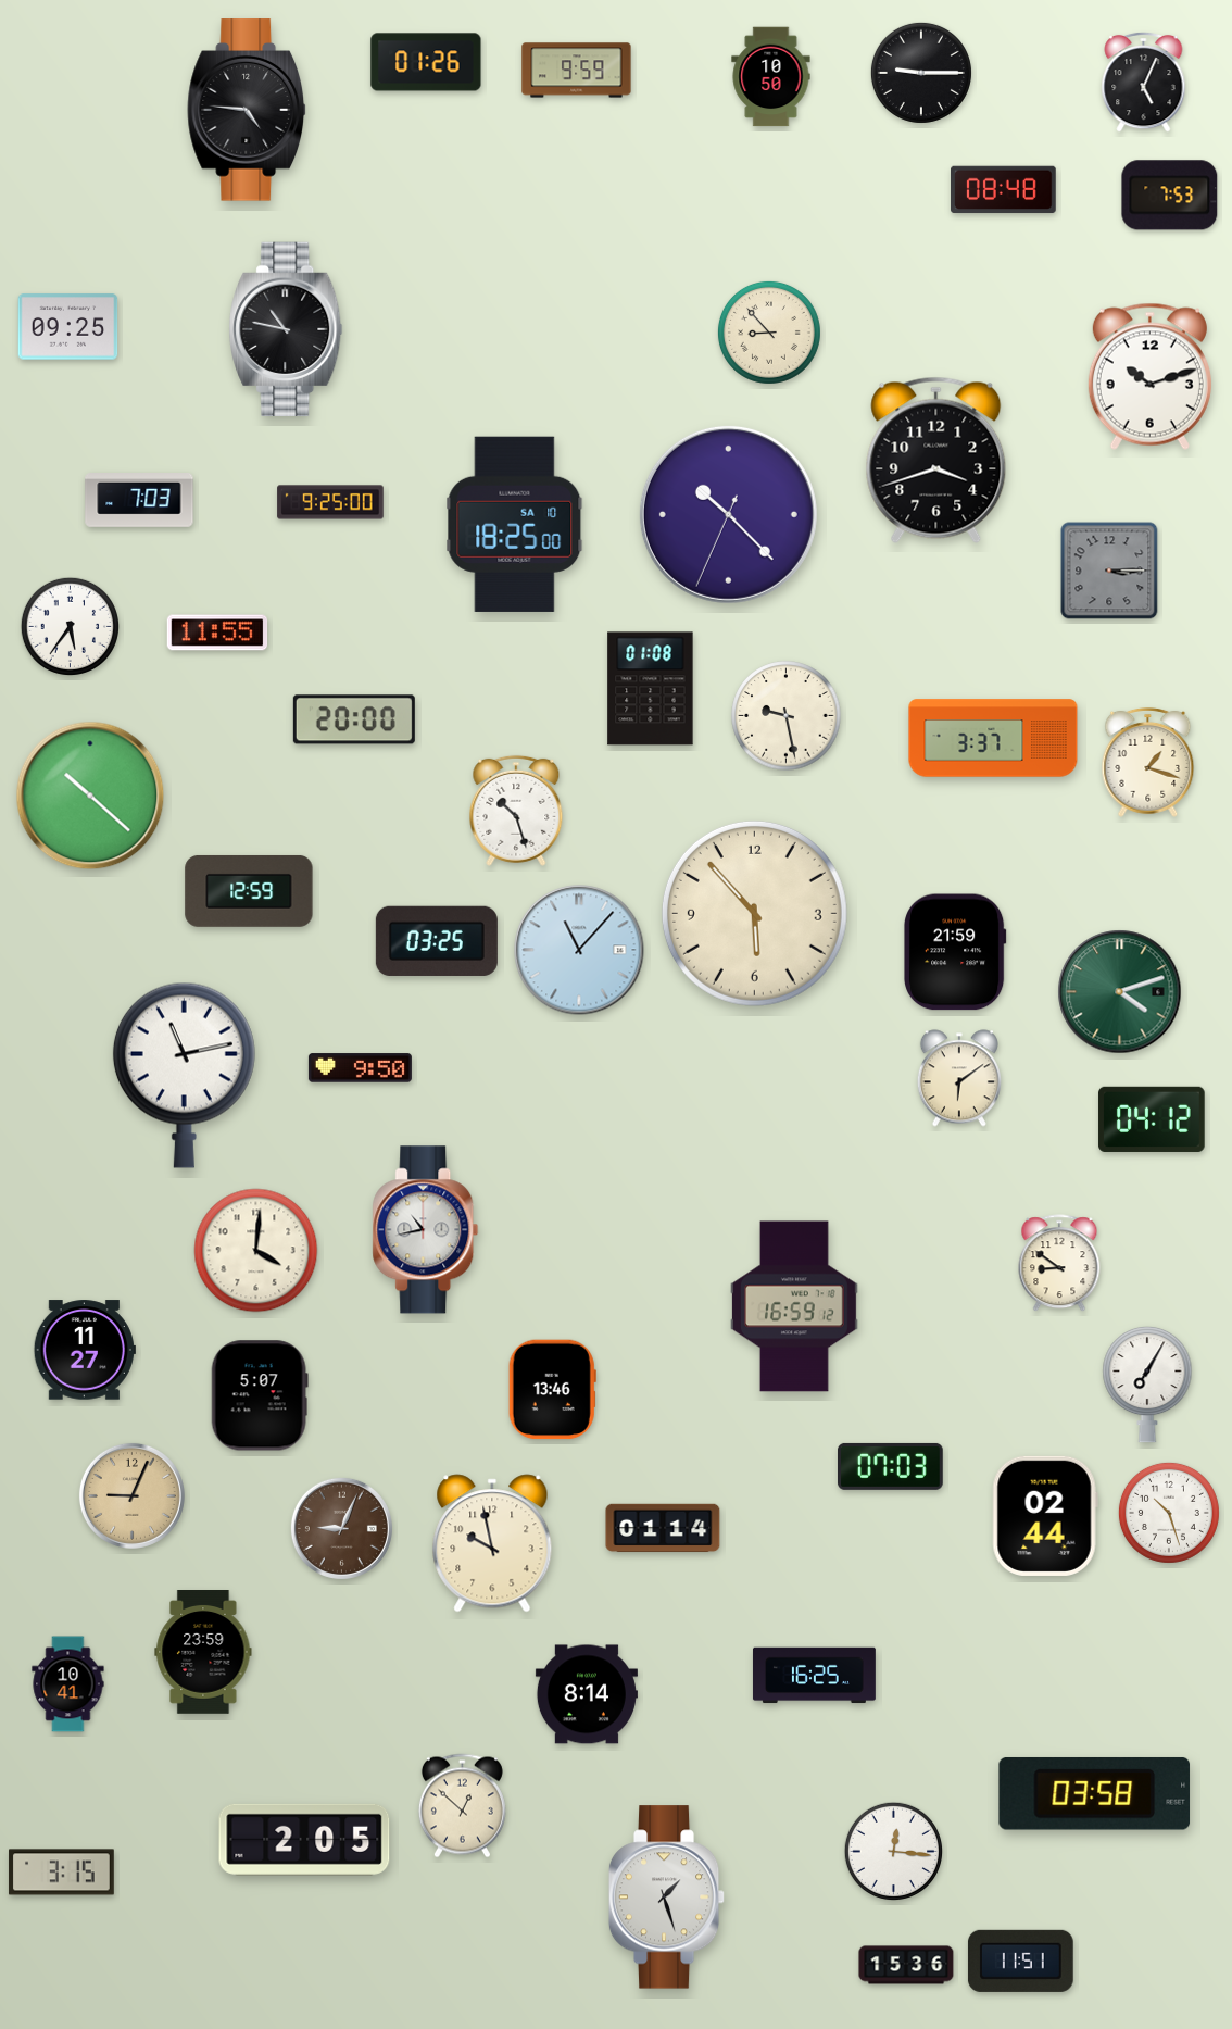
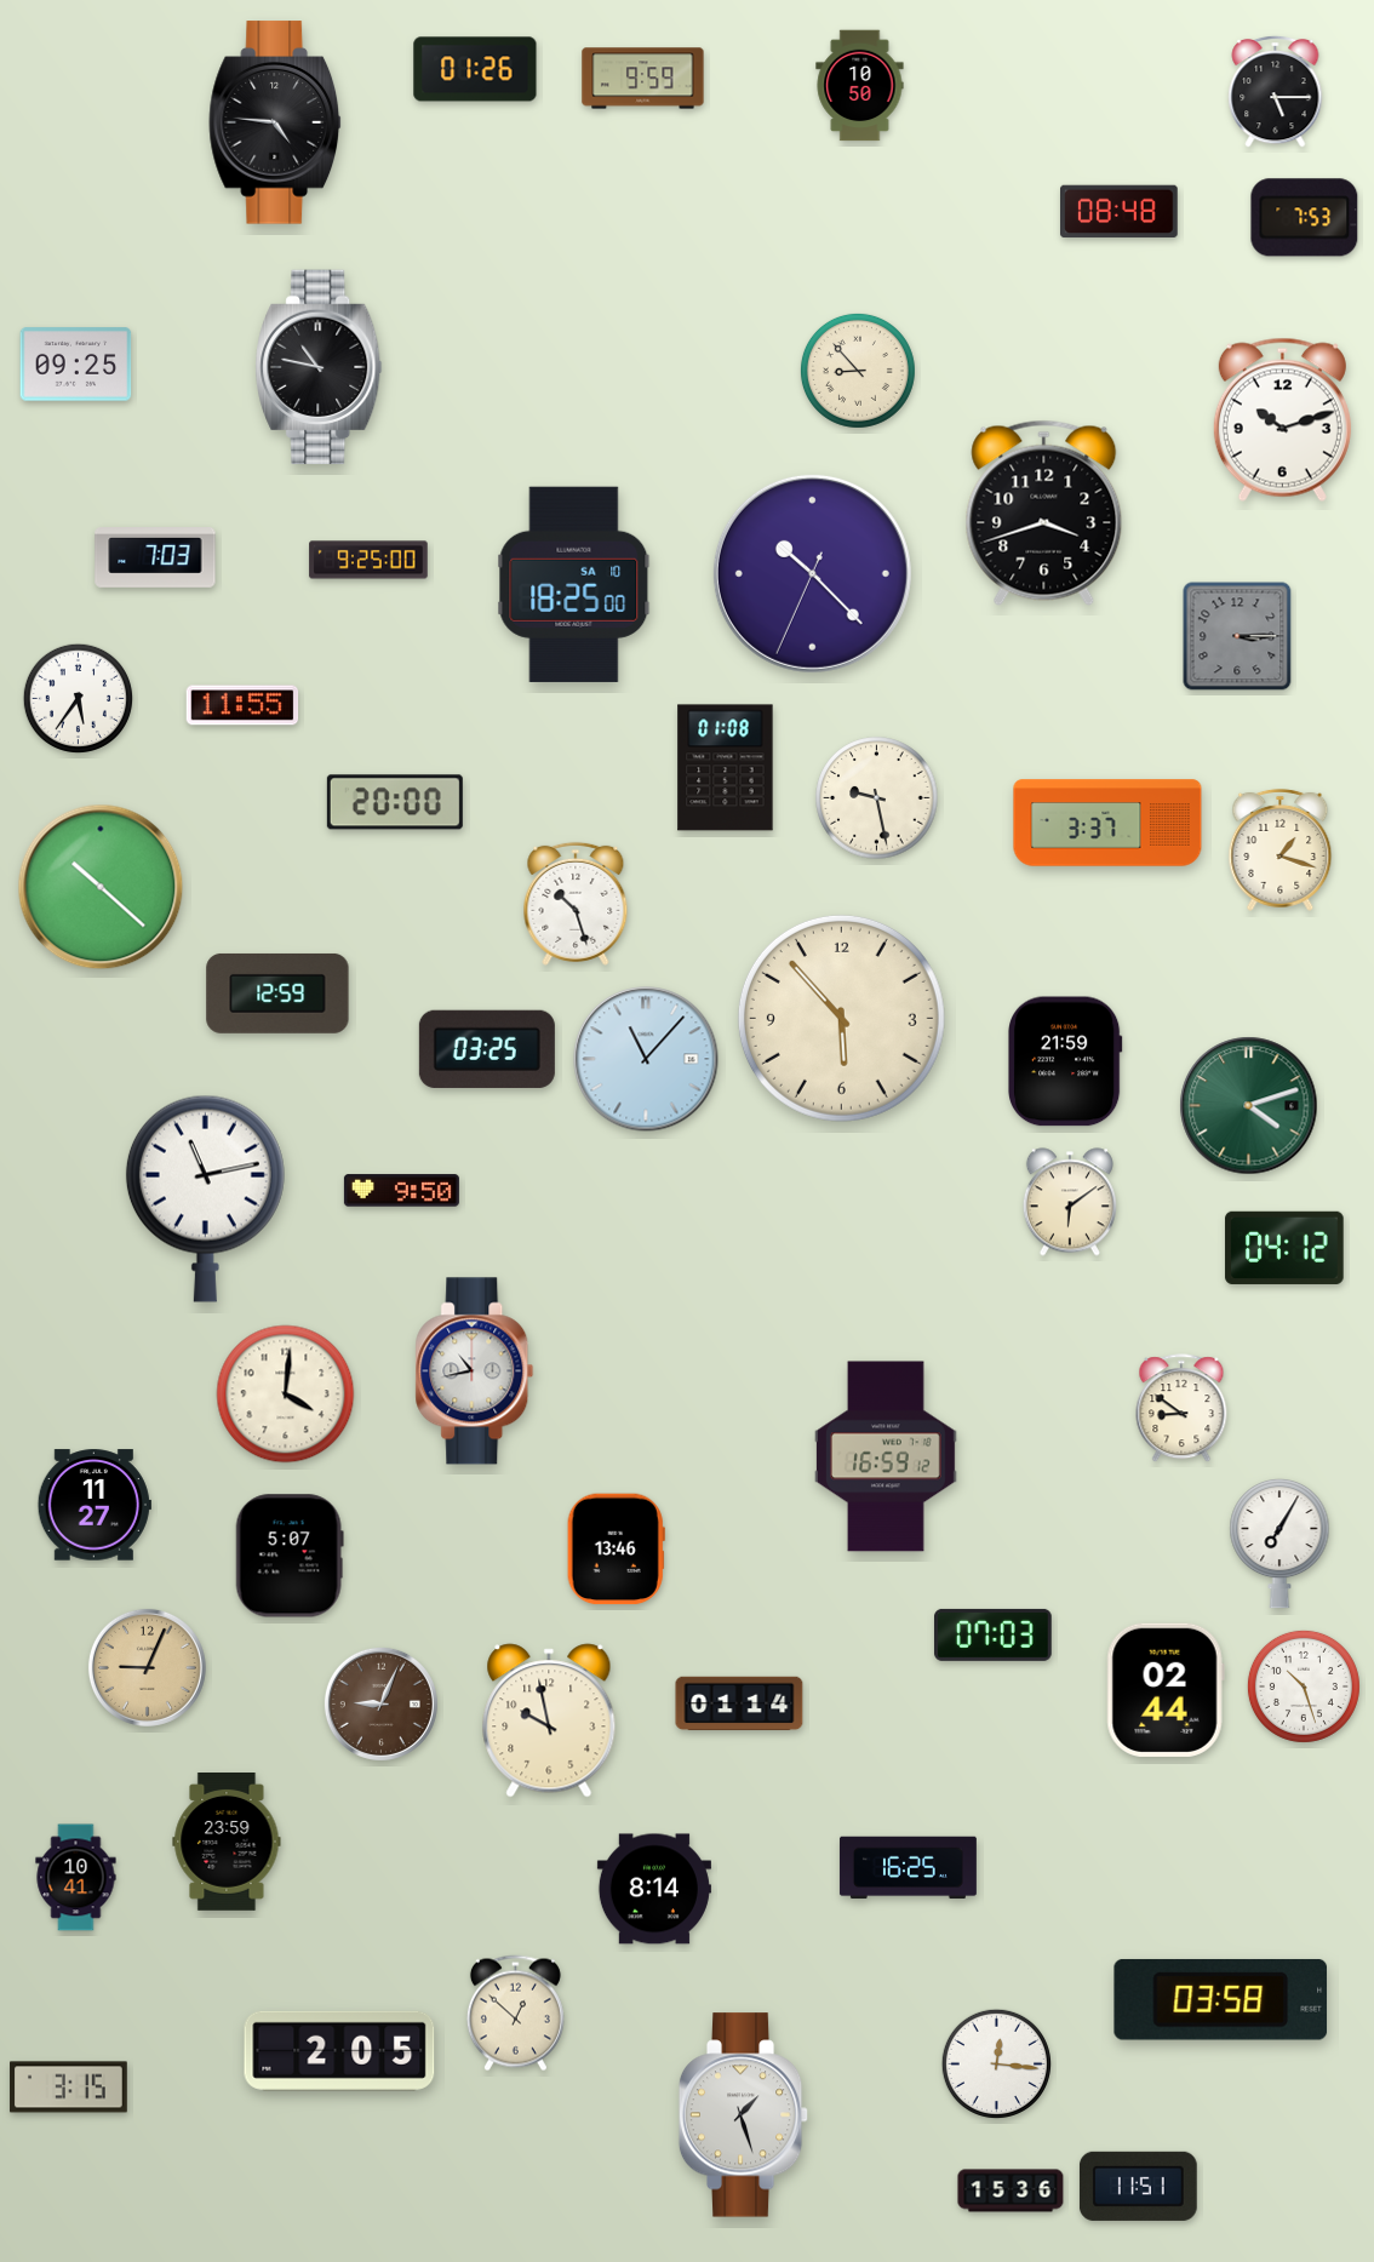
clock at (921, 73): 9:15 -> none
clock at (1144, 82): 5:04 -> 5:15
